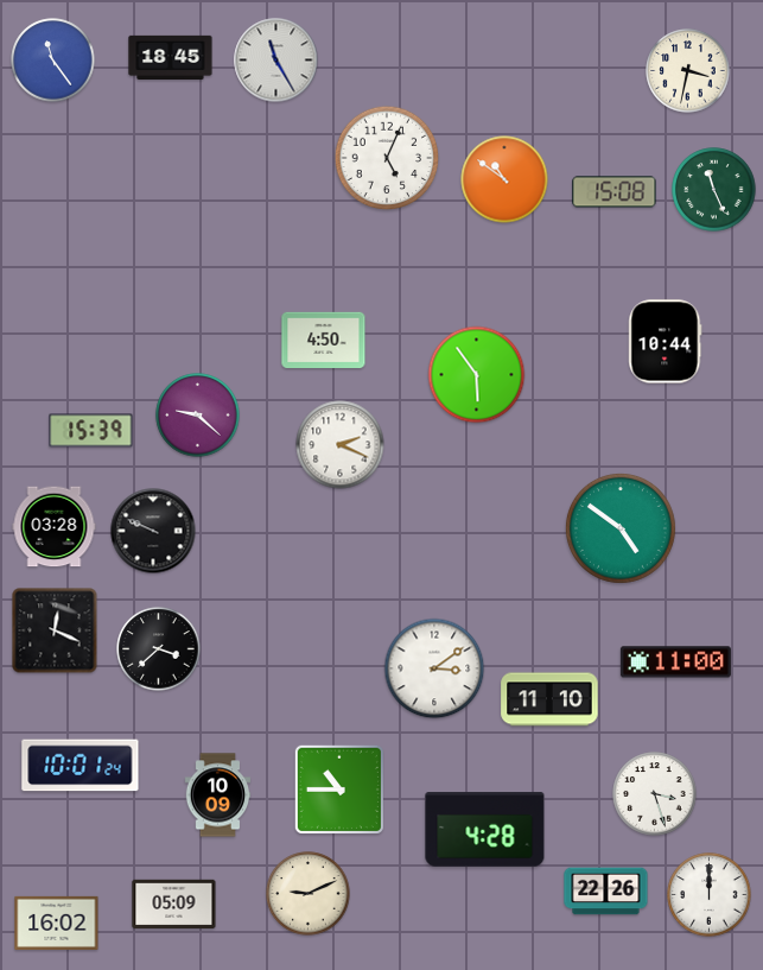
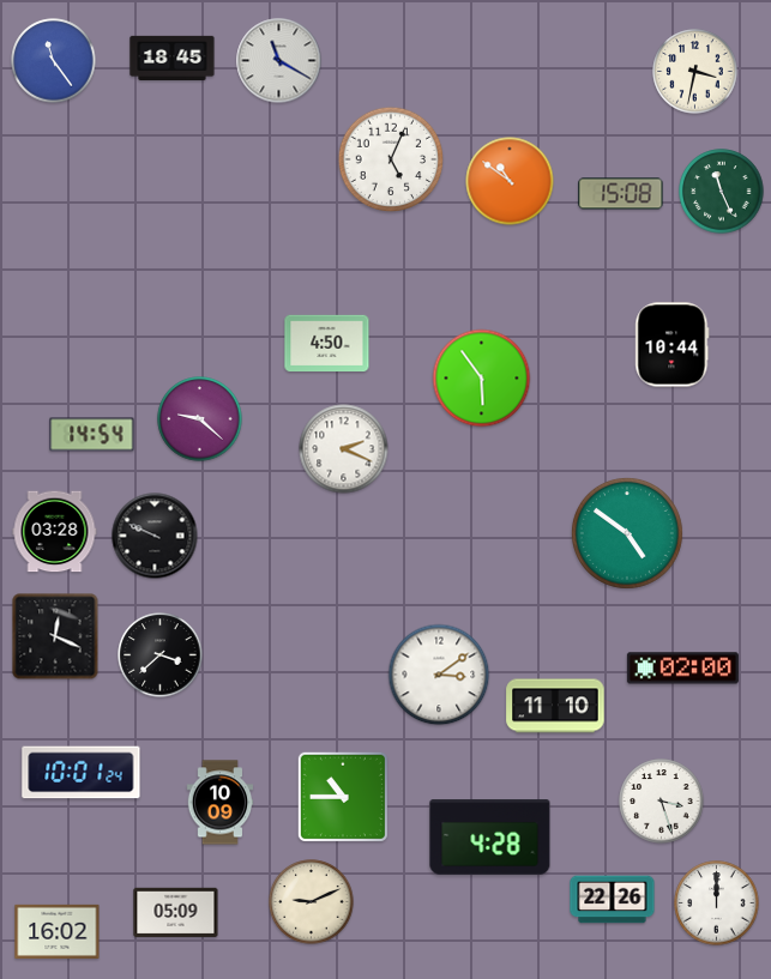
clock at (276, 61): 11:25 -> 11:20
clock at (91, 431): 15:39 -> 14:54
clock at (675, 662): 11:00 -> 02:00
